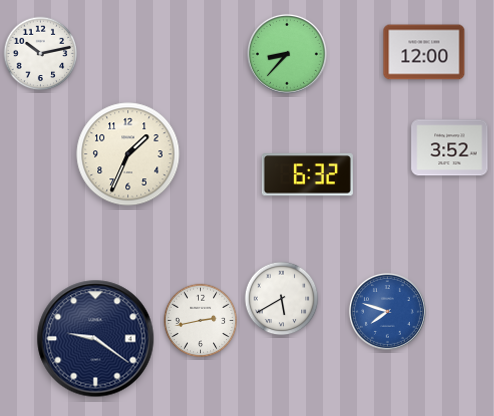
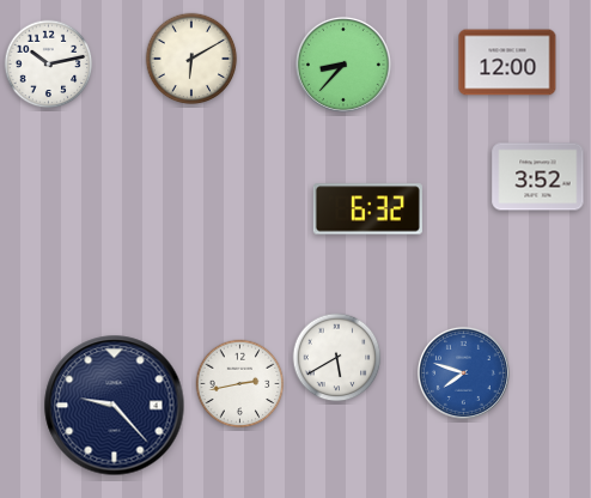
clock at (191, 59): none -> 6:10
clock at (128, 154): 1:34 -> none
clock at (96, 339): 9:21 -> 9:23
